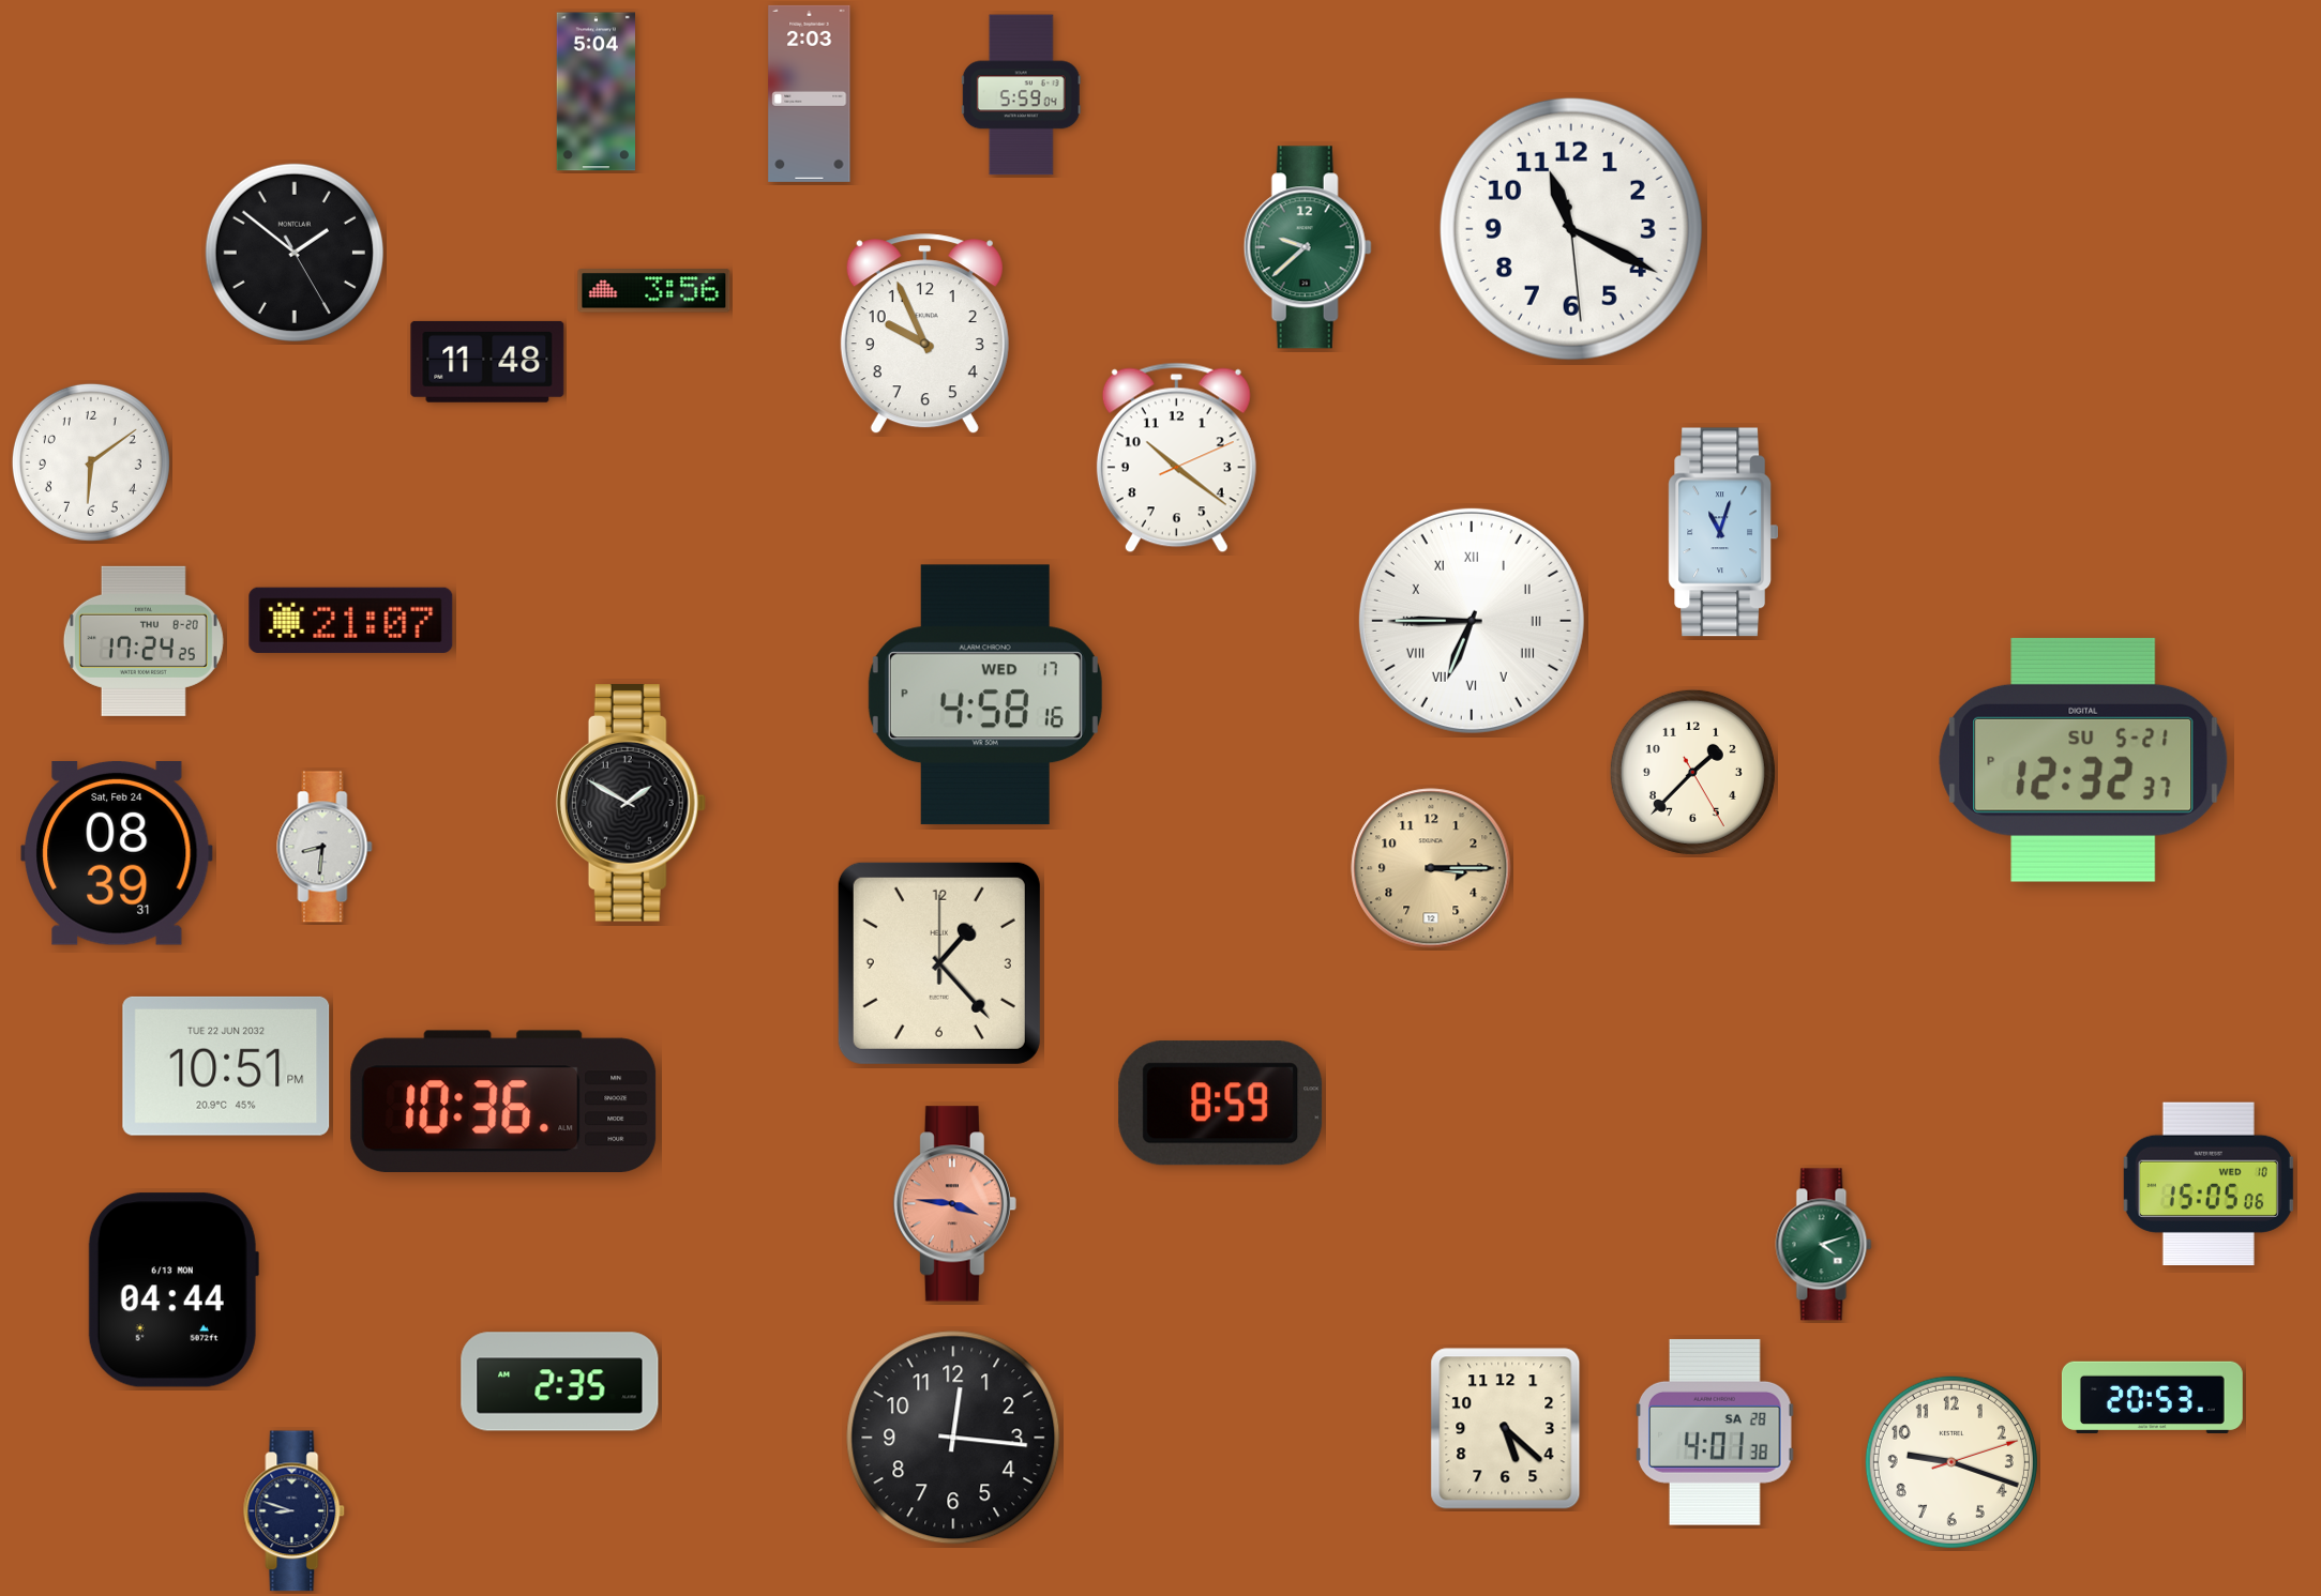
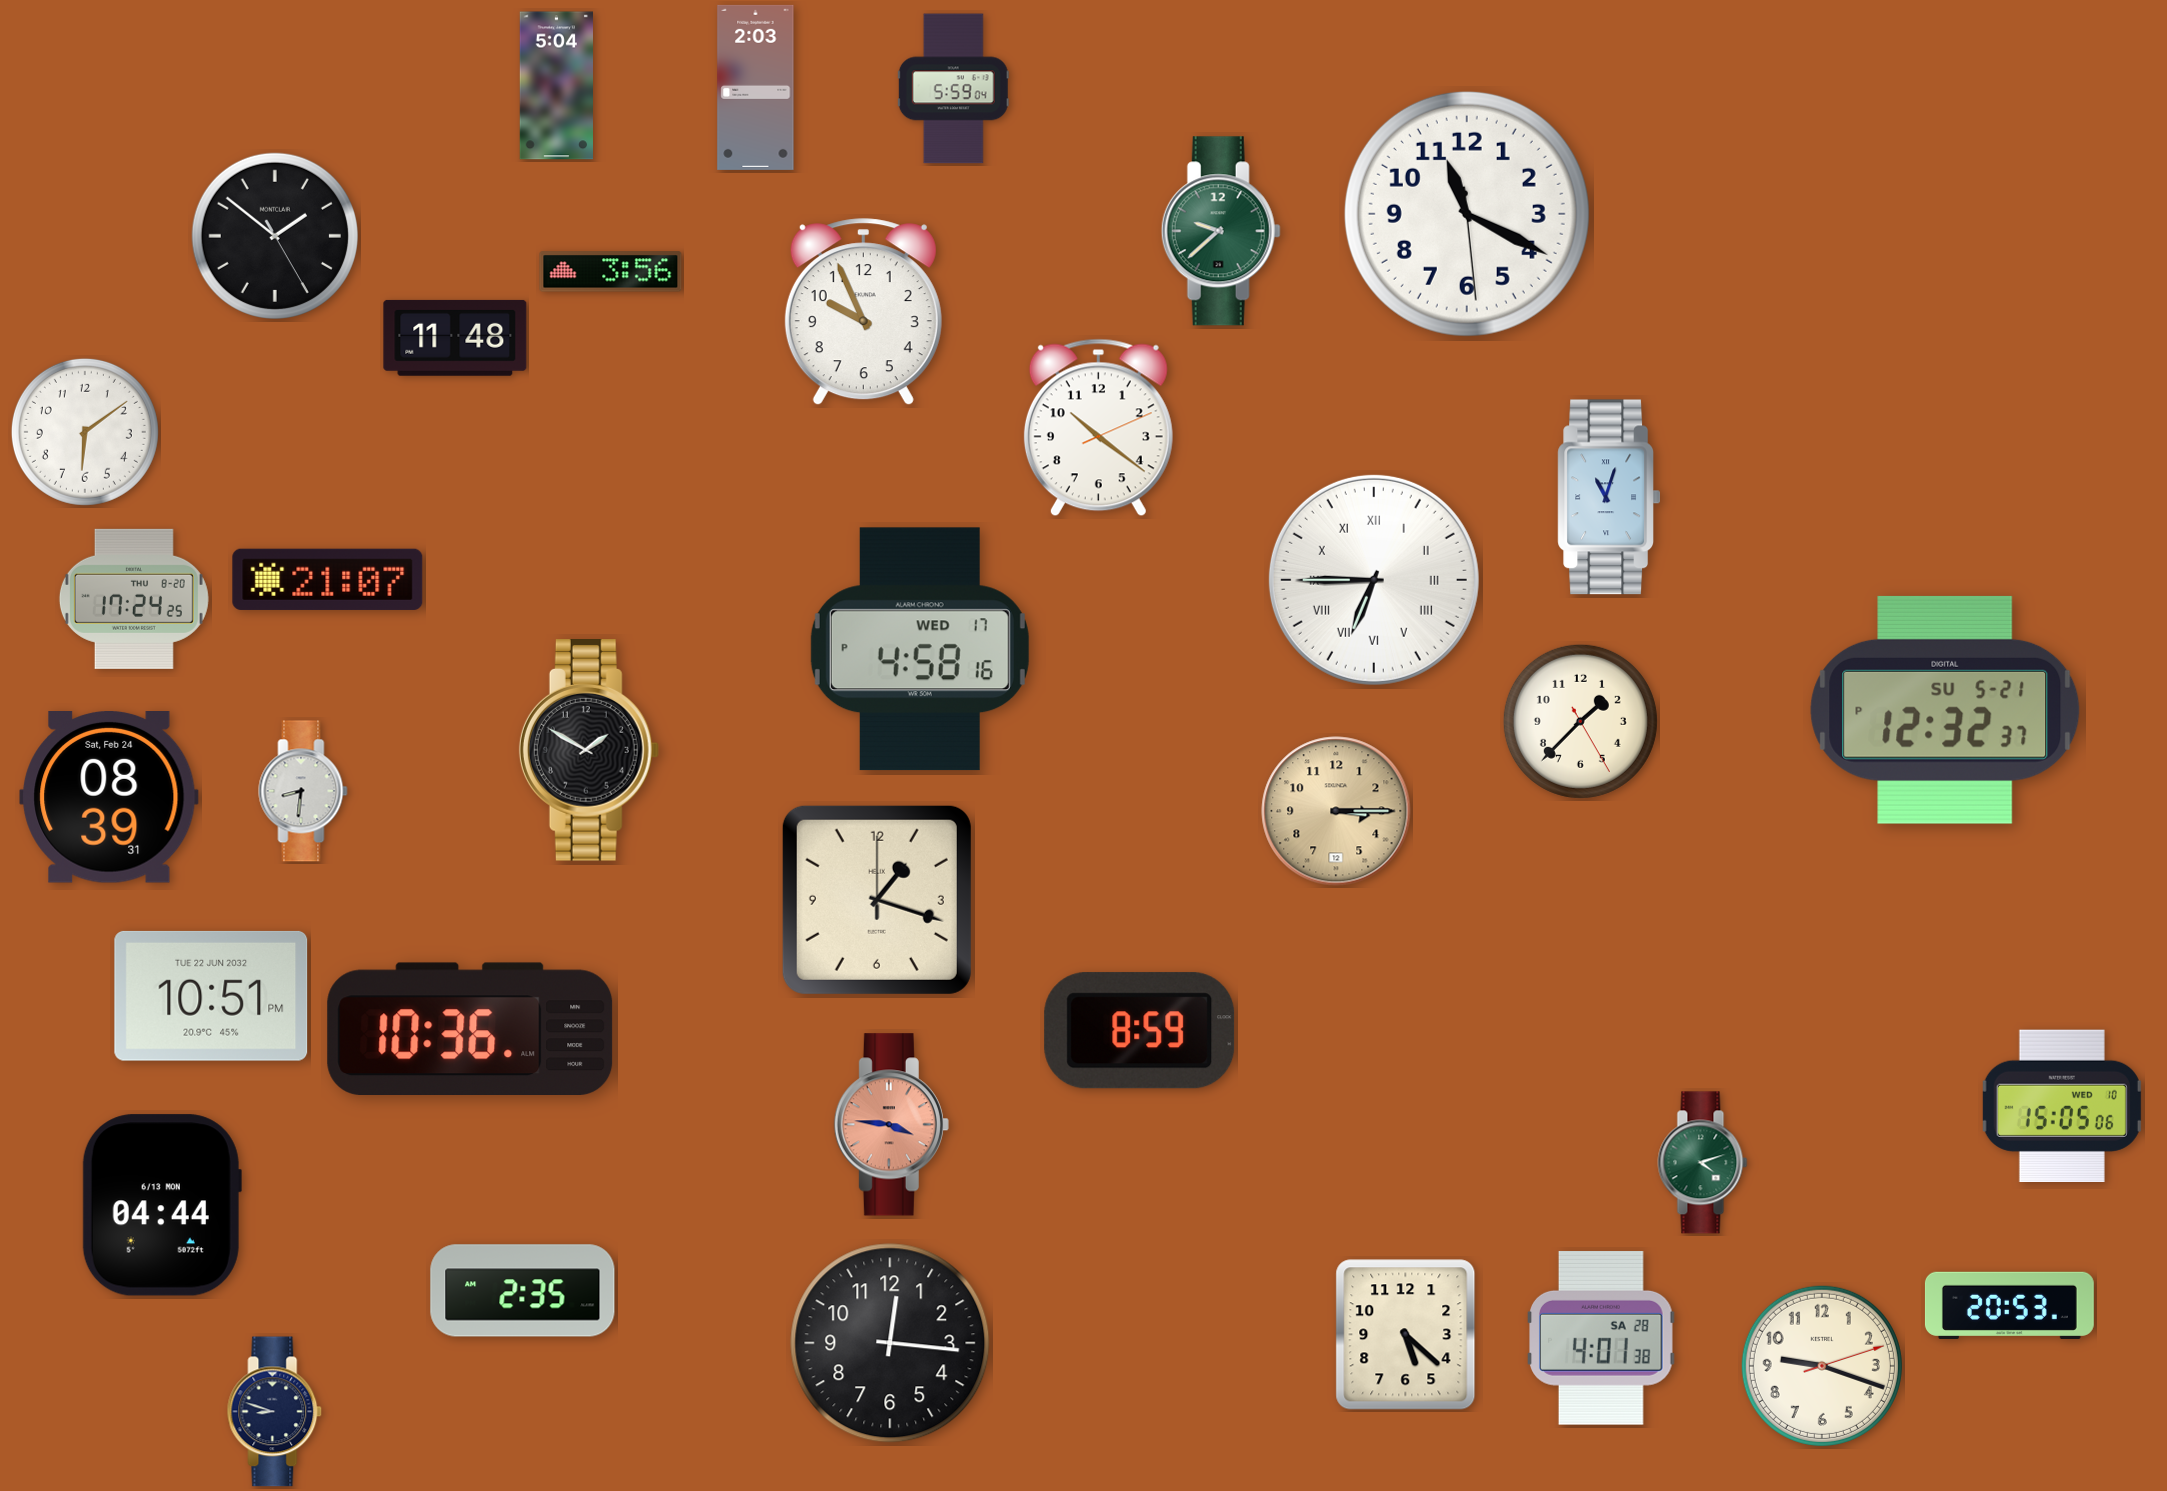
clock at (939, 963): 1:23 -> 1:18
